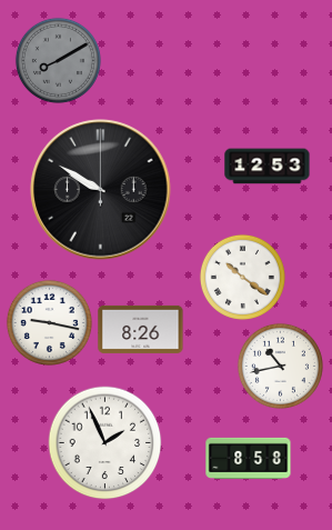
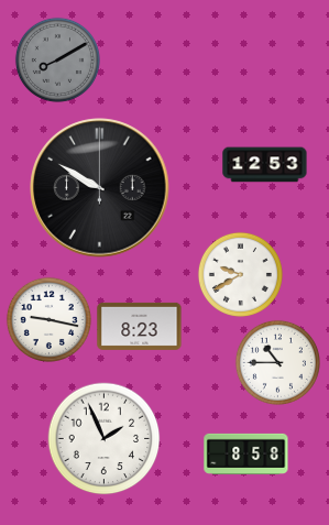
clock at (242, 277): 10:21 -> 9:40
clock at (141, 329): 8:26 -> 8:23
clock at (280, 366): 10:43 -> 10:45
